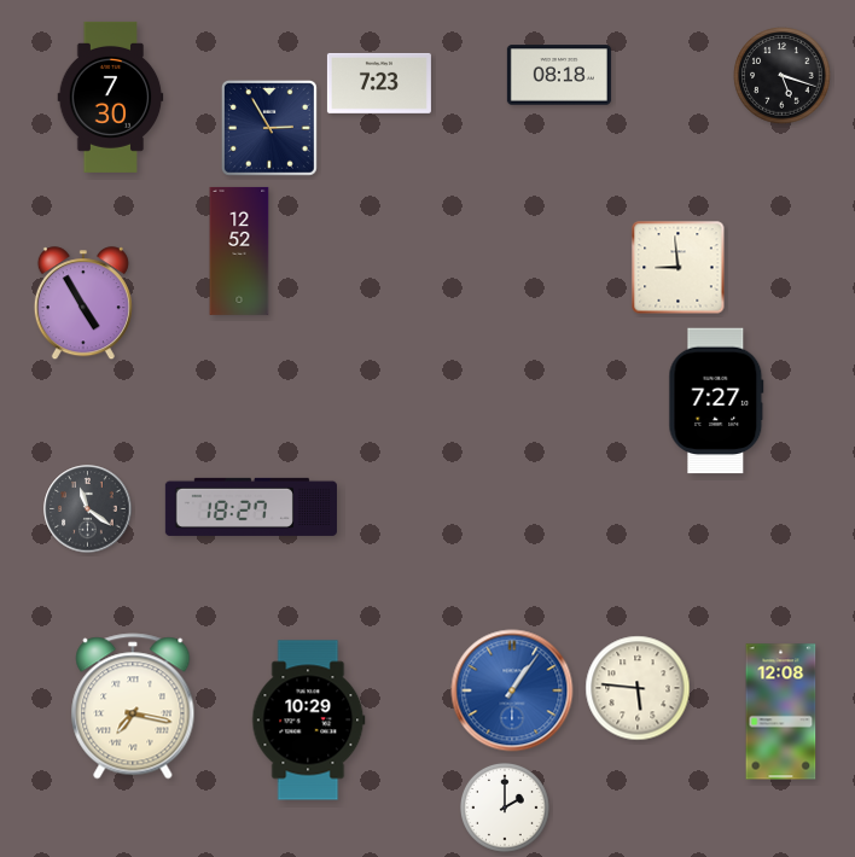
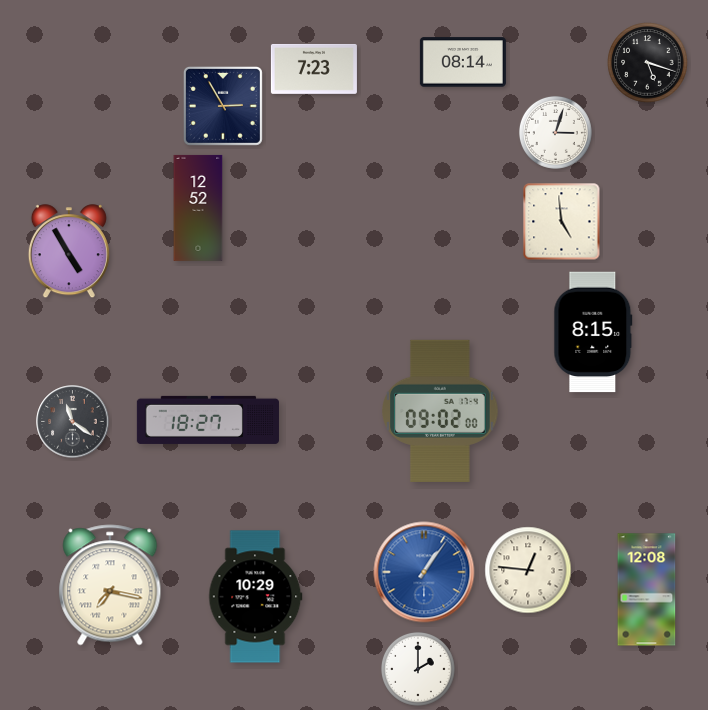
clock at (559, 75): 08:18 -> 08:14
clock at (111, 97): 7:30 -> none
clock at (555, 132): none -> 3:03
clock at (679, 268): 8:59 -> 4:59
clock at (716, 401): 7:27 -> 8:15
clock at (440, 411): none -> 09:02
clock at (638, 688): 5:46 -> 12:46
